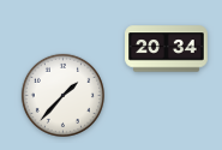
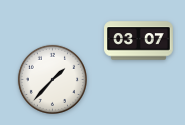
clock at (167, 49): 20:34 -> 03:07
